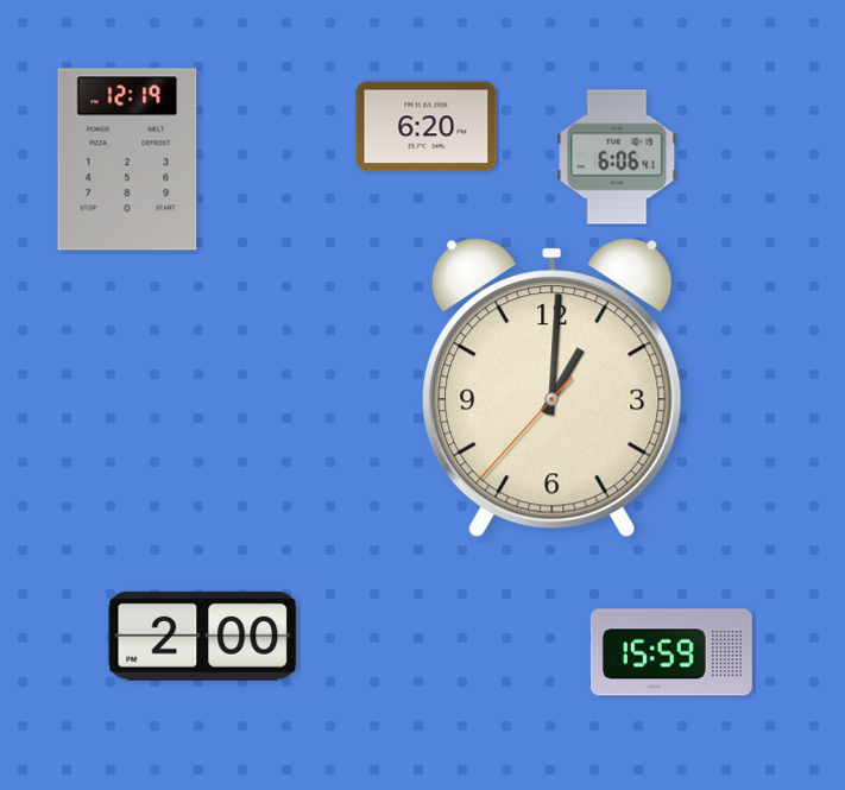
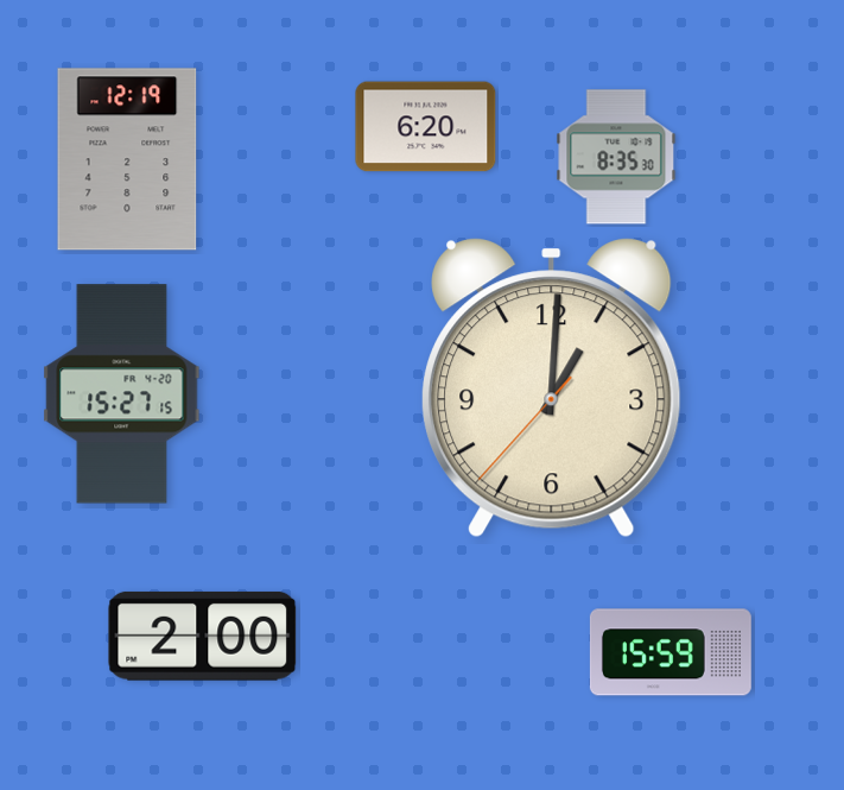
clock at (617, 157): 6:06 -> 8:35
clock at (122, 394): none -> 15:27
